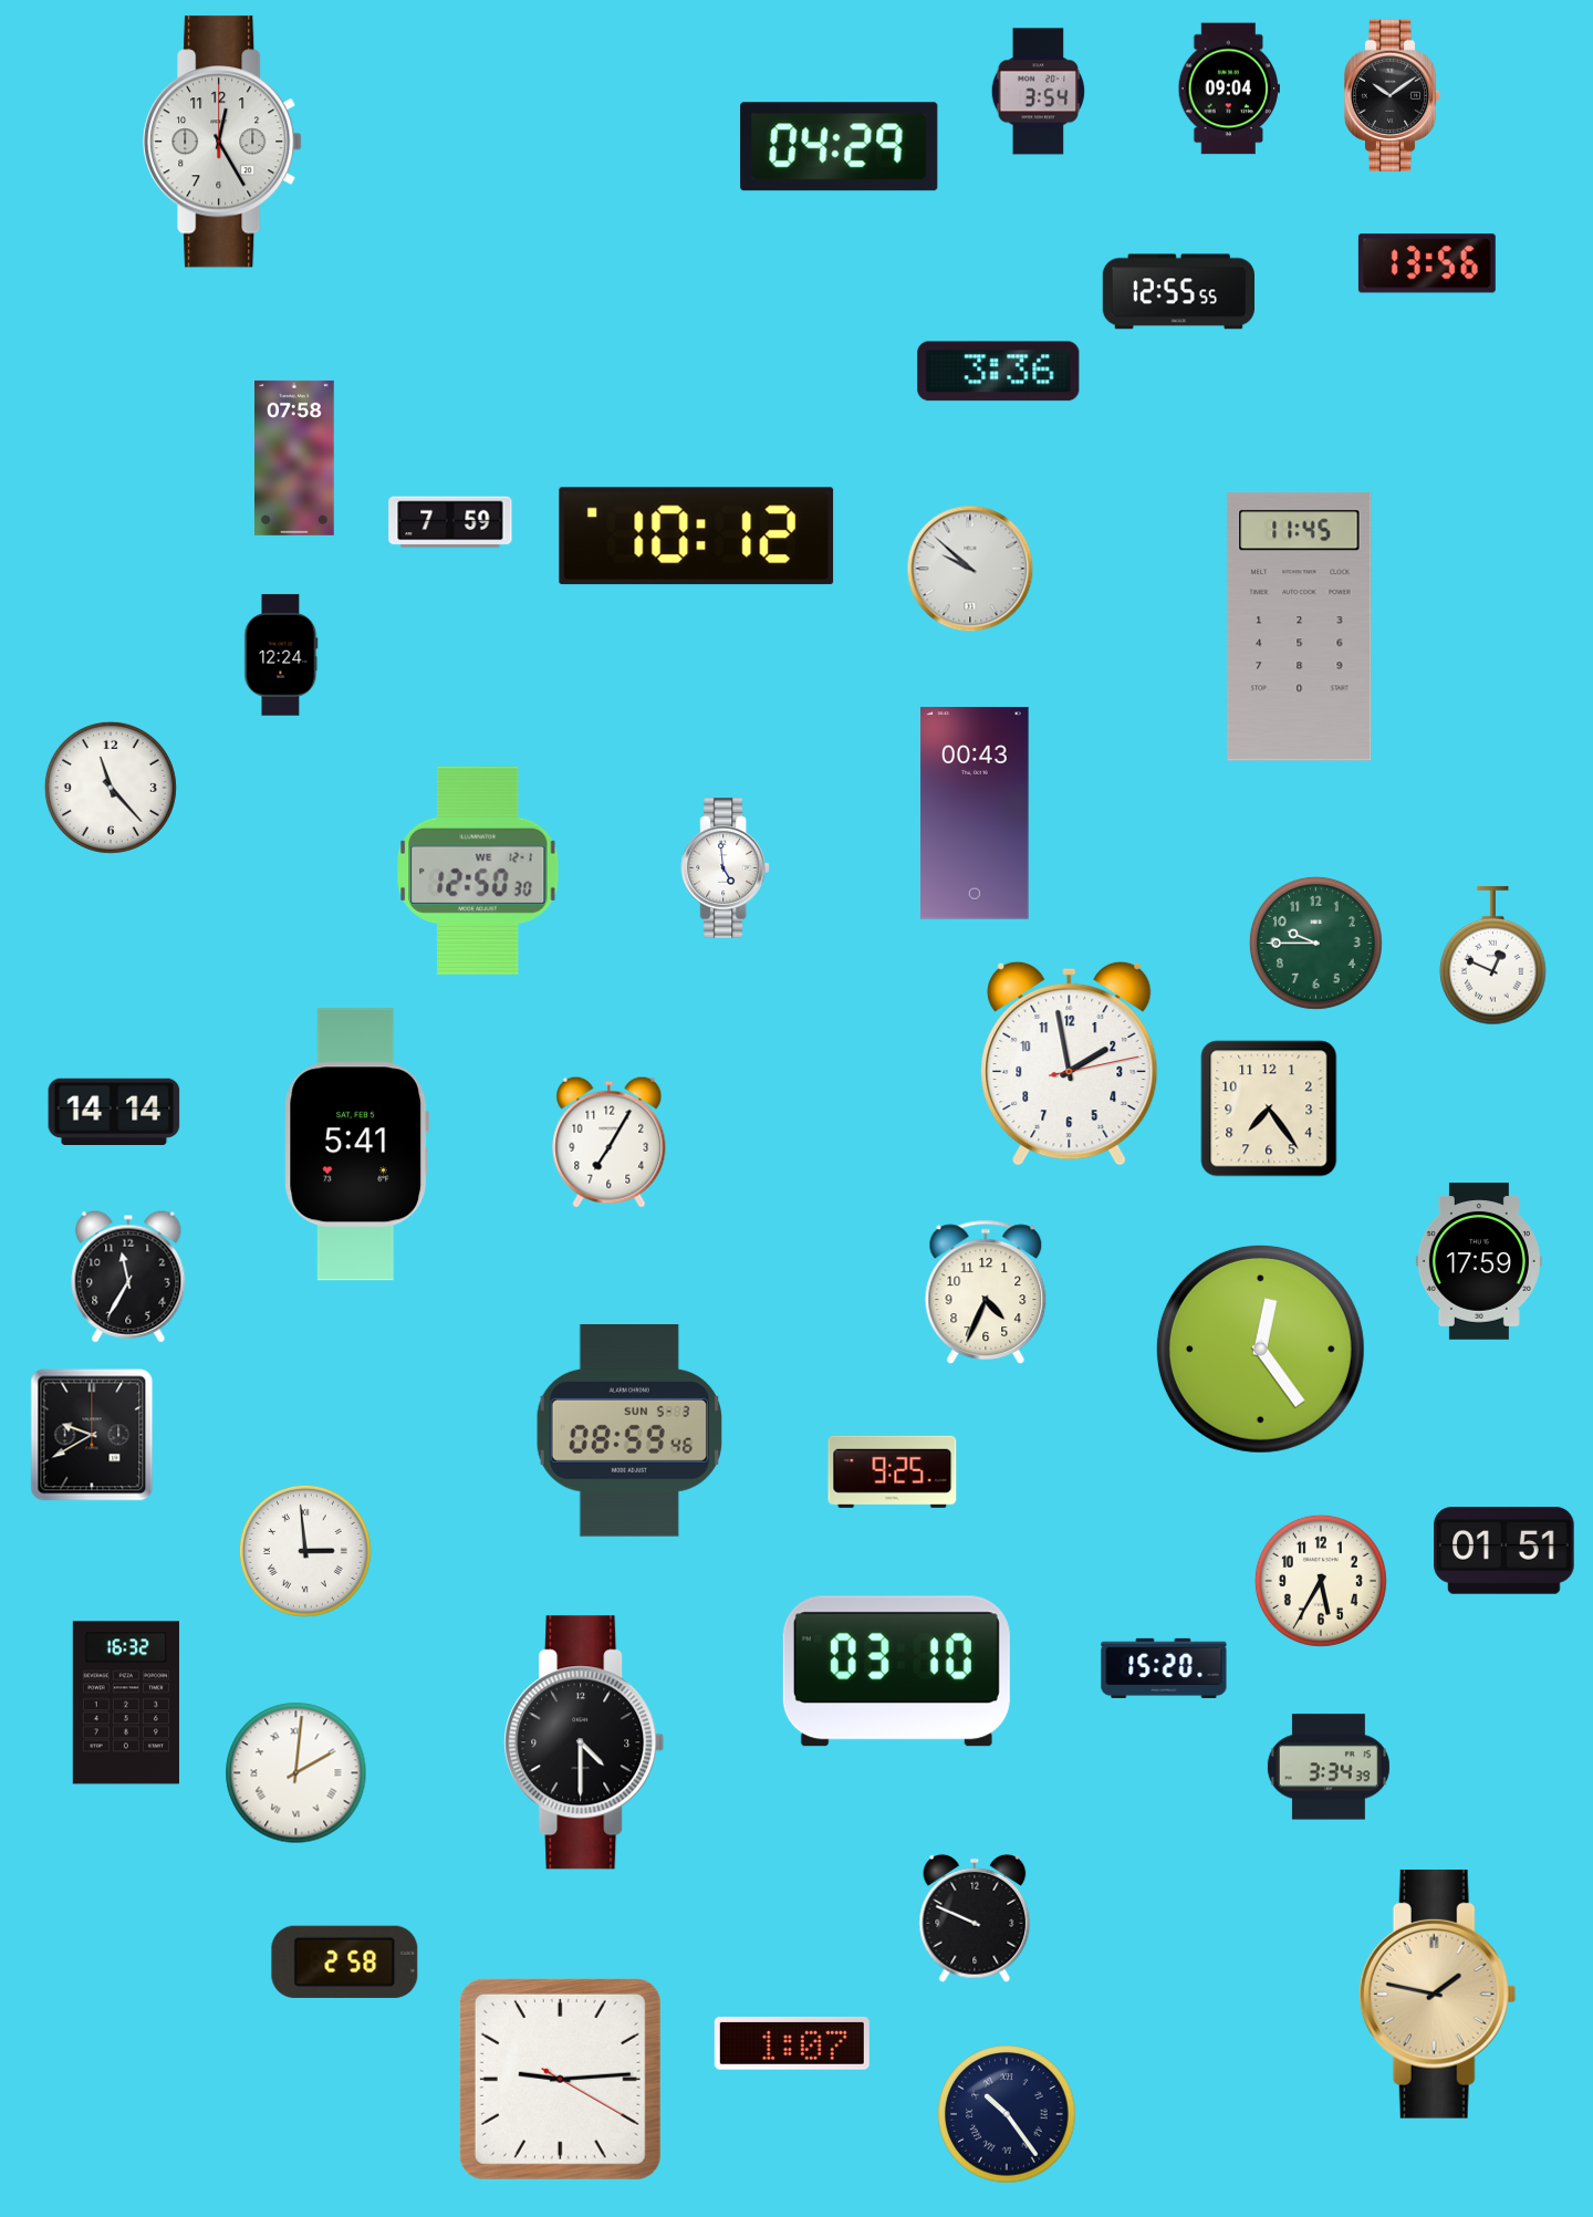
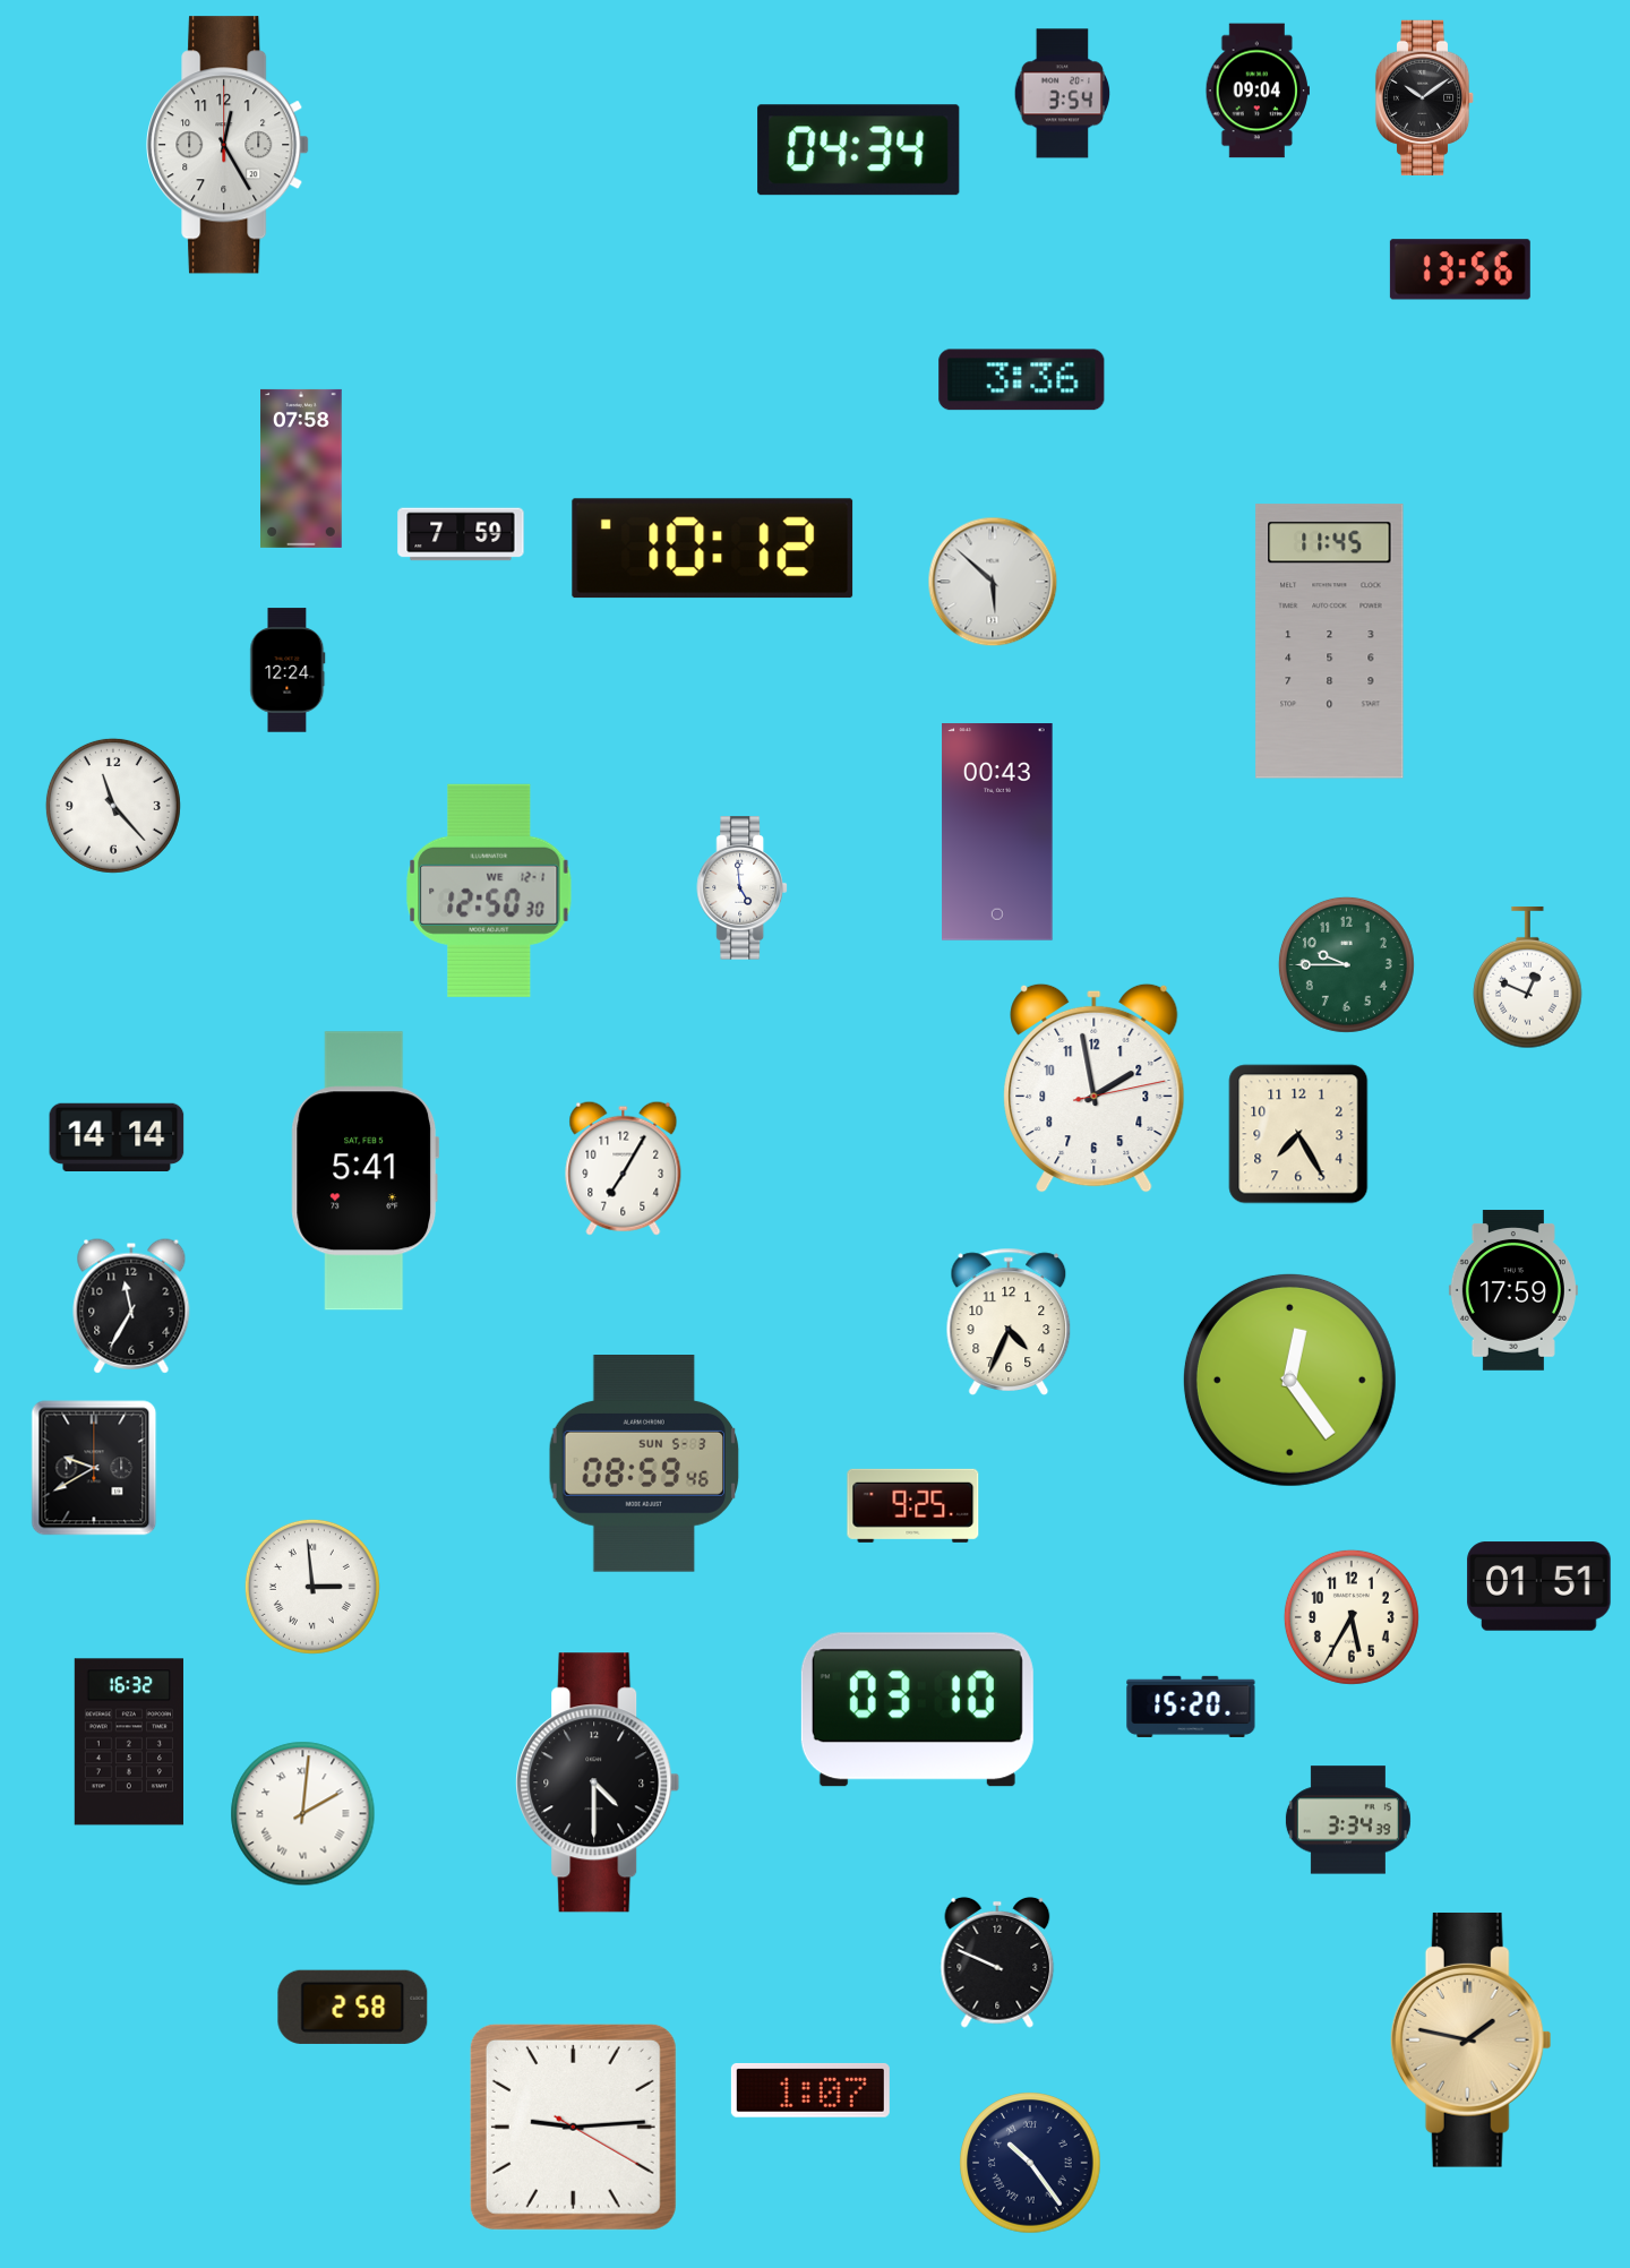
clock at (840, 147): 04:29 -> 04:34
clock at (1178, 292): 12:55 -> none
clock at (970, 569): 9:52 -> 5:52
clock at (1269, 1108): 7:24 -> 7:25
clock at (1329, 1767) position: (1329, 1767) -> (1348, 1820)
